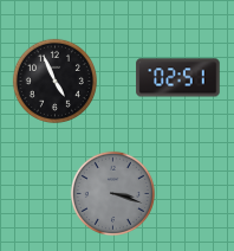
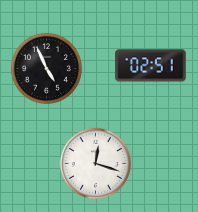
clock at (112, 193): 3:18 -> 12:18
clock at (112, 193) dial: grey -> white
